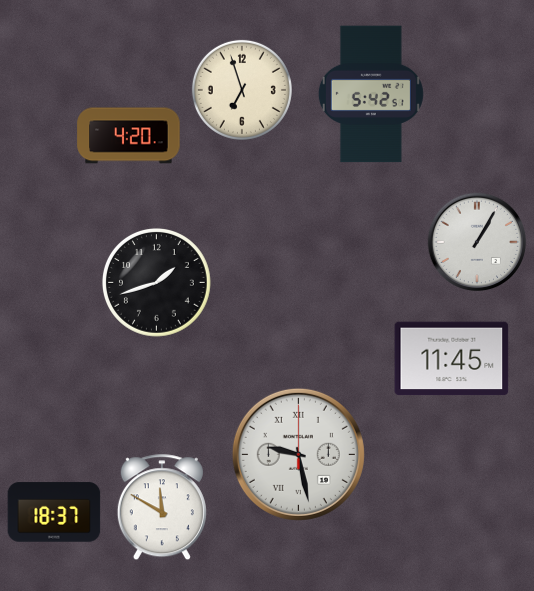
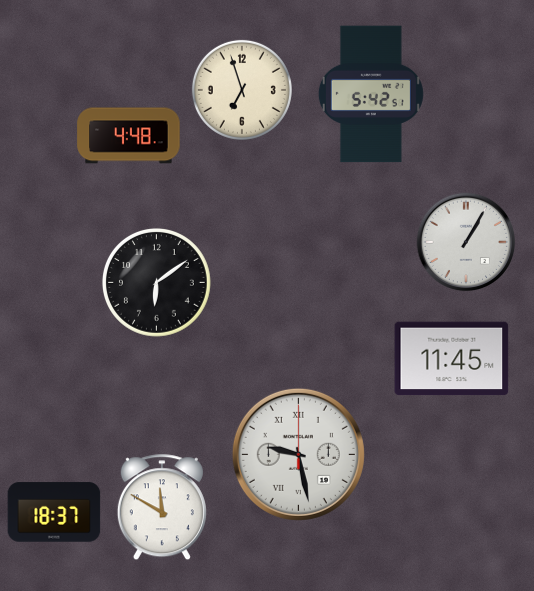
clock at (129, 136): 4:20 -> 4:48
clock at (477, 242) position: (477, 242) -> (466, 242)
clock at (157, 282): 1:42 -> 6:09
